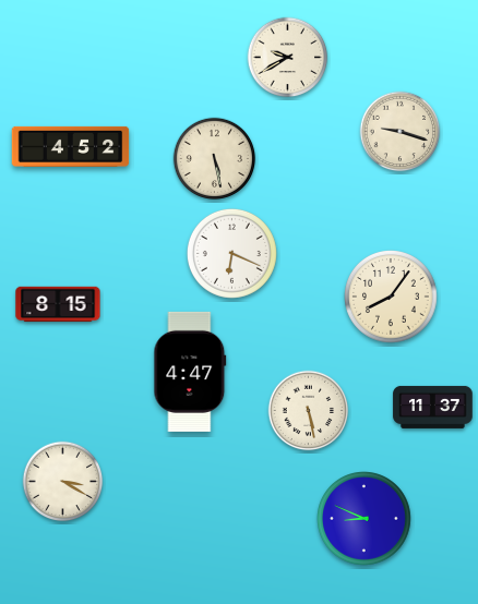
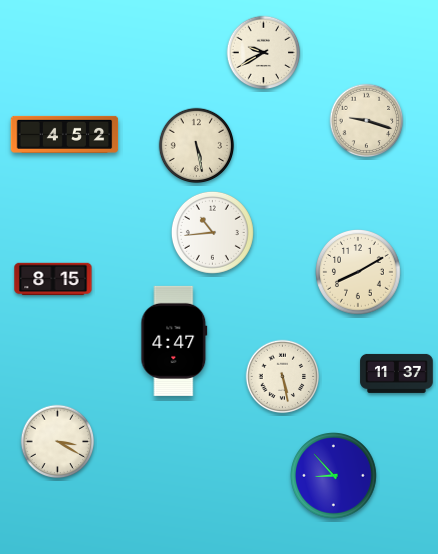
clock at (231, 253): 6:19 -> 10:44
clock at (392, 298): 8:06 -> 8:10
clock at (365, 519): 8:49 -> 8:53
